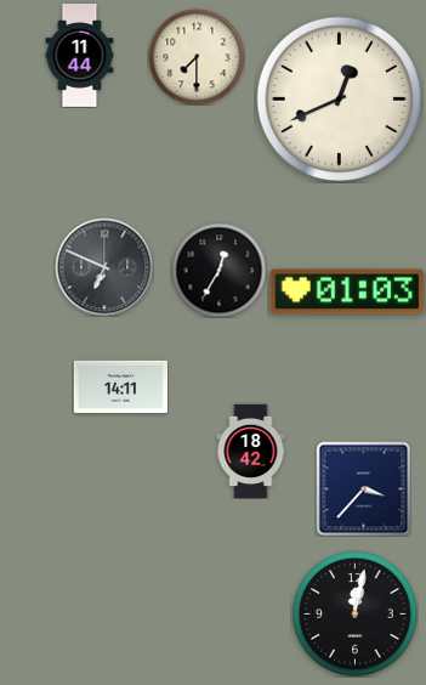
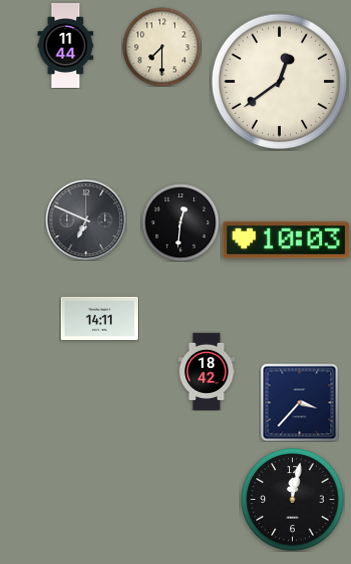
clock at (340, 100): 12:41 -> 12:39
clock at (218, 270): 12:35 -> 12:31
clock at (347, 291): 01:03 -> 10:03
clock at (356, 615) position: (356, 615) -> (293, 500)
